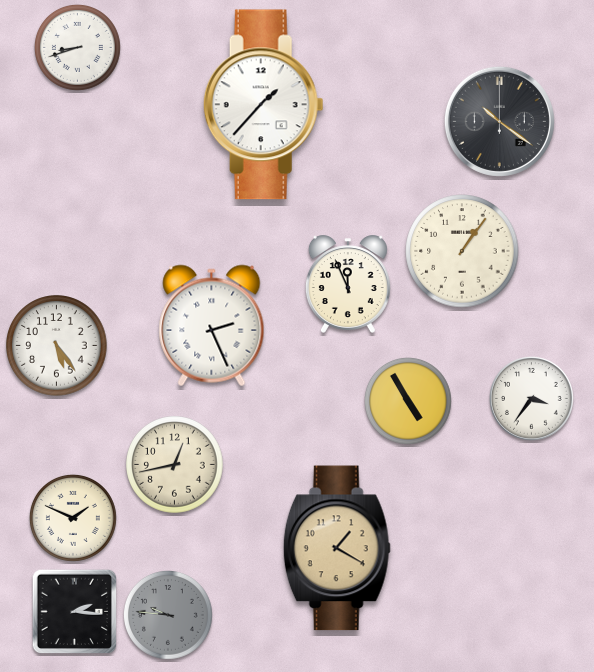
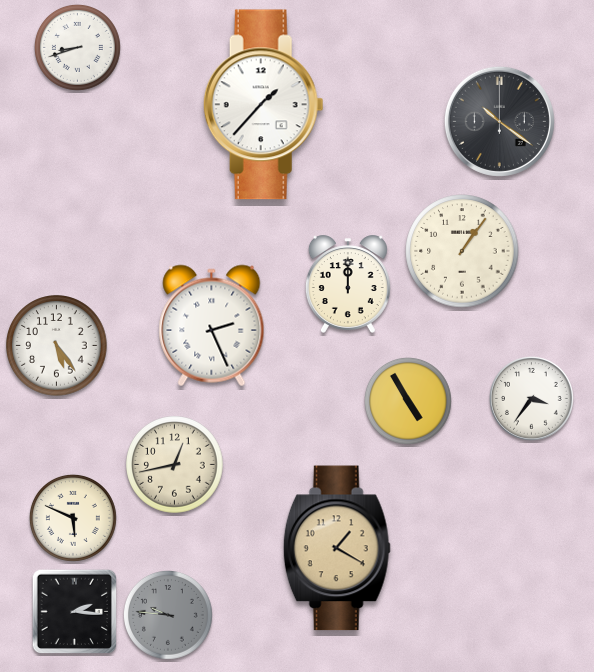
clock at (348, 284): 11:56 -> 12:00
clock at (73, 518): 1:49 -> 5:49
